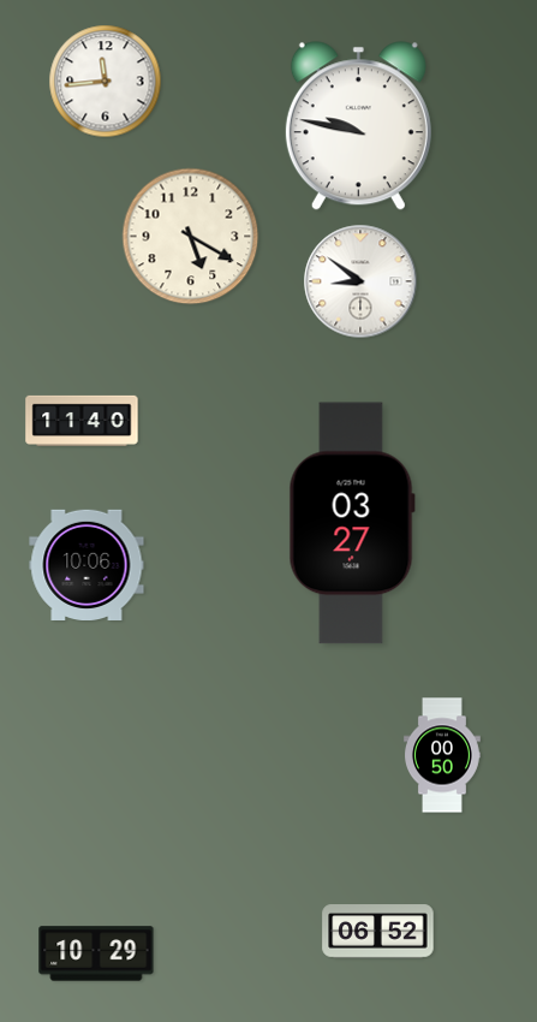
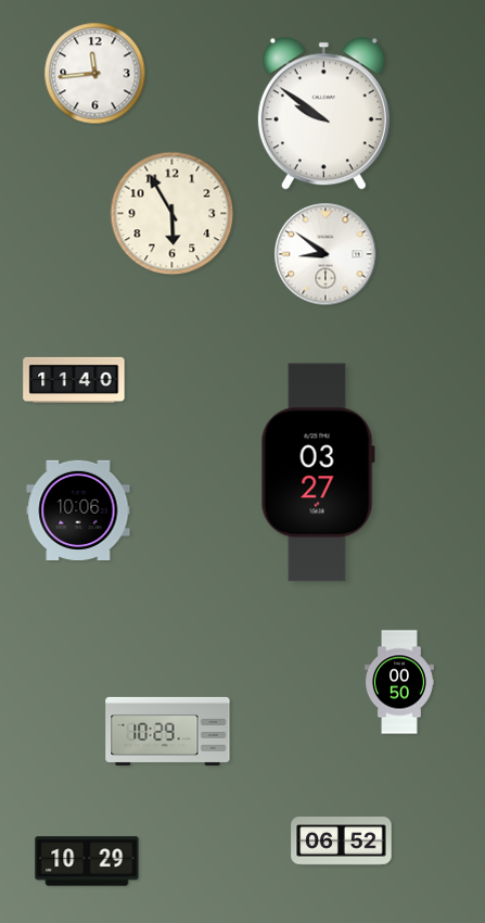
clock at (358, 126): 9:47 -> 9:51
clock at (191, 237): 5:20 -> 5:55
clock at (168, 731): none -> 10:29
